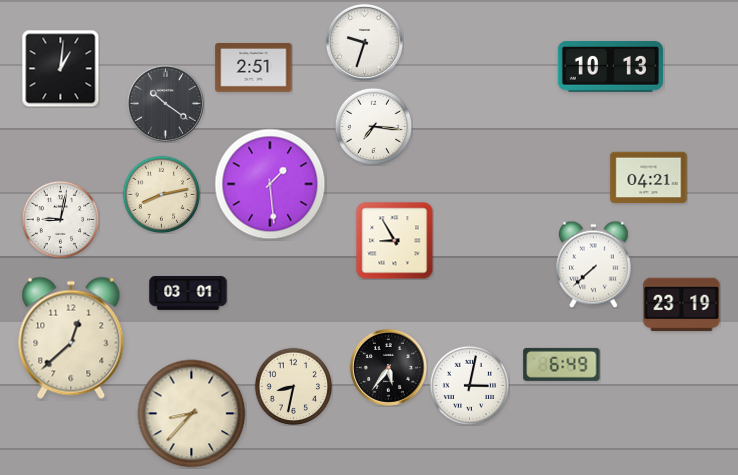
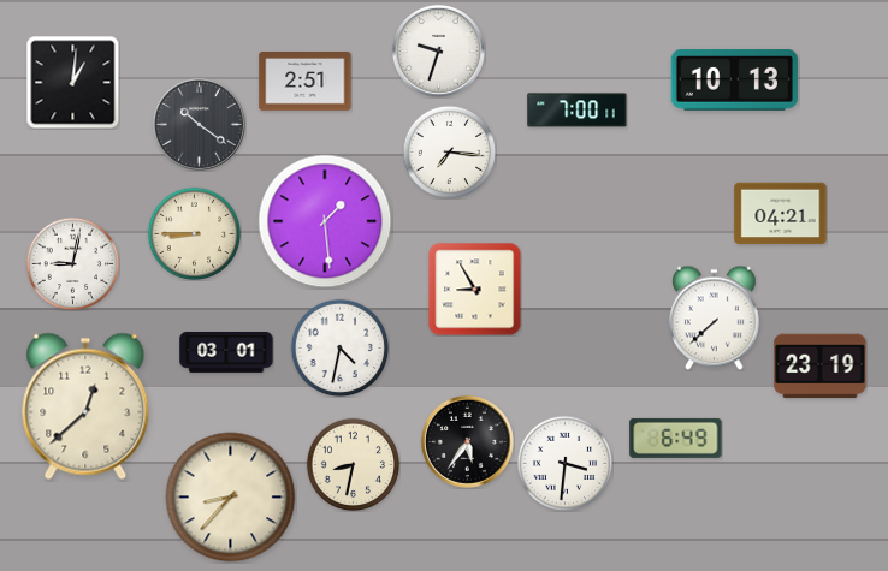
clock at (578, 111): none -> 7:00
clock at (161, 194): 8:13 -> 8:45
clock at (339, 347): none -> 4:32
clock at (469, 385): 3:02 -> 3:31
